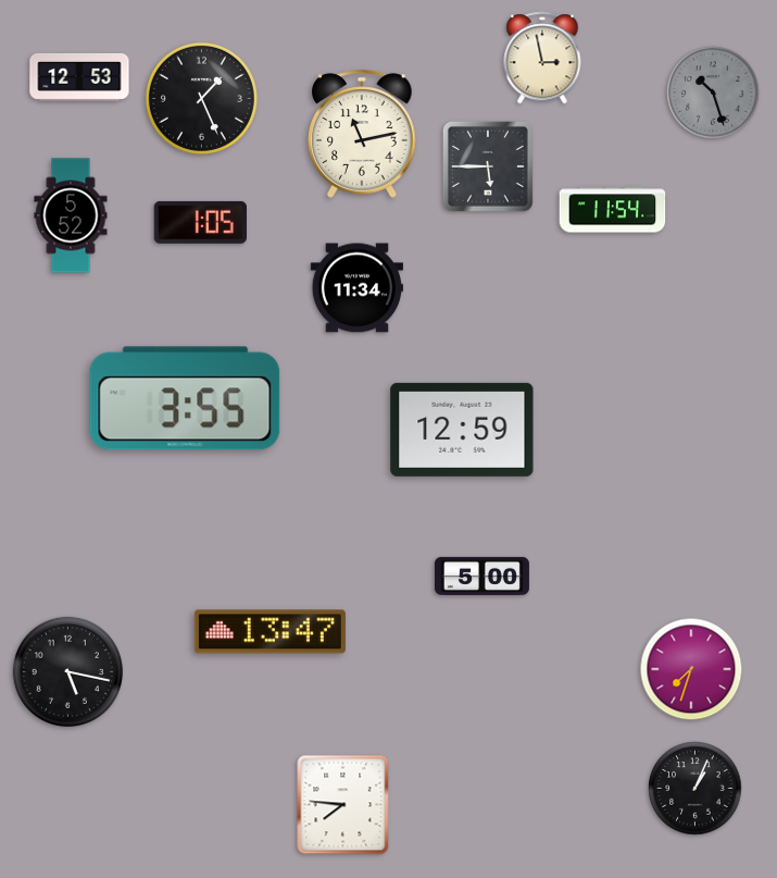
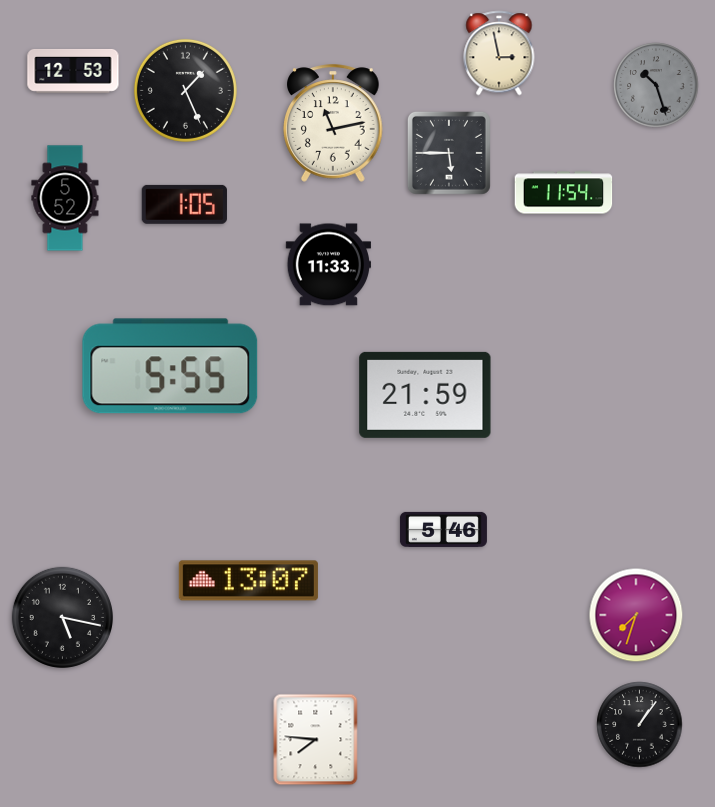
clock at (356, 288): 11:34 -> 11:33
clock at (185, 398): 3:55 -> 5:55
clock at (462, 430): 12:59 -> 21:59
clock at (481, 576): 5:00 -> 5:46
clock at (270, 632): 13:47 -> 13:07
clock at (695, 789): 1:04 -> 1:06
